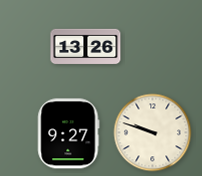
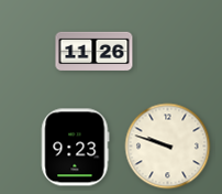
clock at (86, 47): 13:26 -> 11:26
clock at (69, 134): 9:27 -> 9:23
